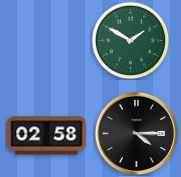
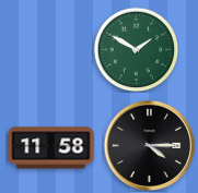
clock at (130, 40) position: (130, 40) -> (136, 49)
clock at (47, 136): 02:58 -> 11:58
